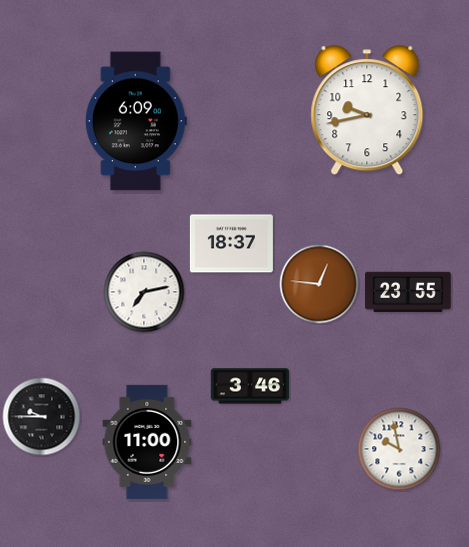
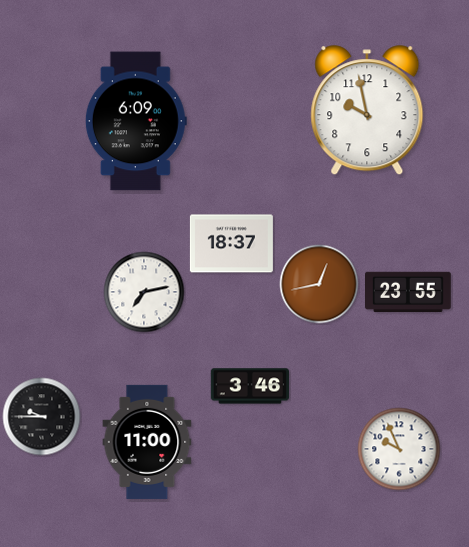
clock at (367, 111): 9:43 -> 9:58
clock at (319, 284): 12:46 -> 12:43
clock at (399, 449): 9:58 -> 9:56
